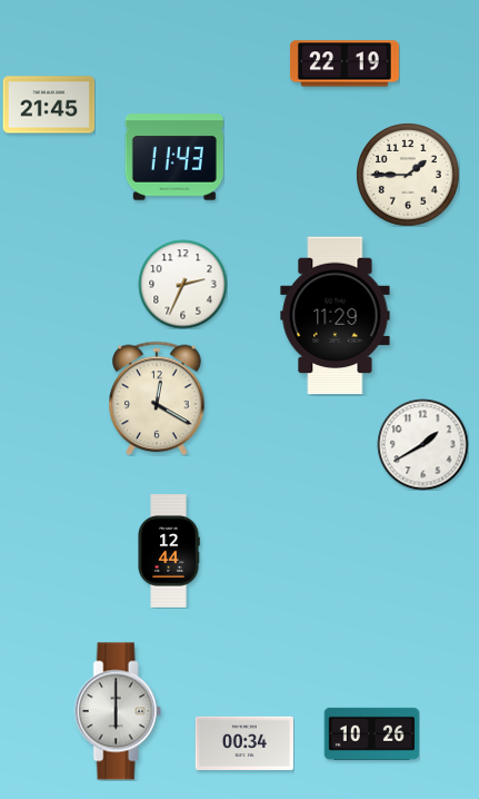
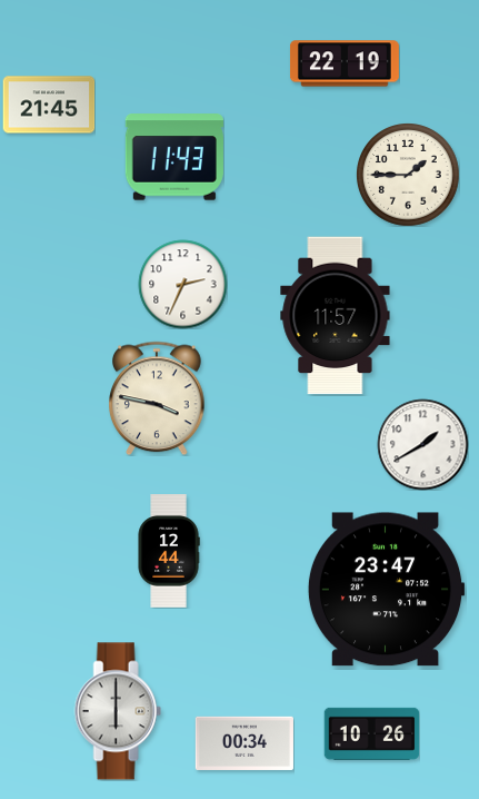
clock at (336, 316): 11:29 -> 11:57
clock at (157, 398): 12:20 -> 3:47
clock at (386, 590): none -> 23:47
